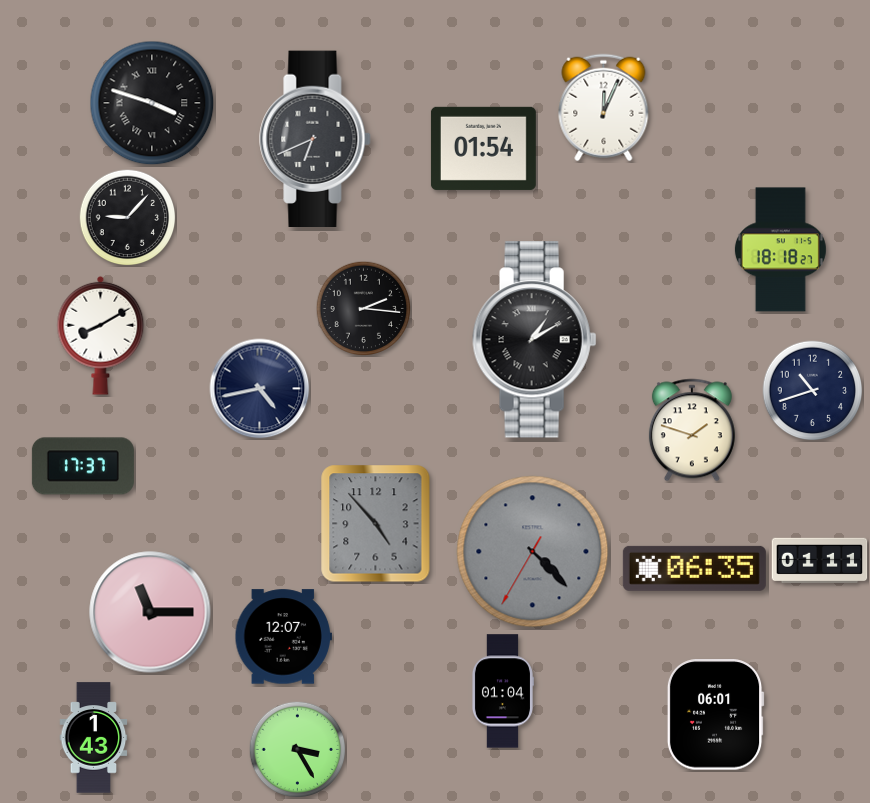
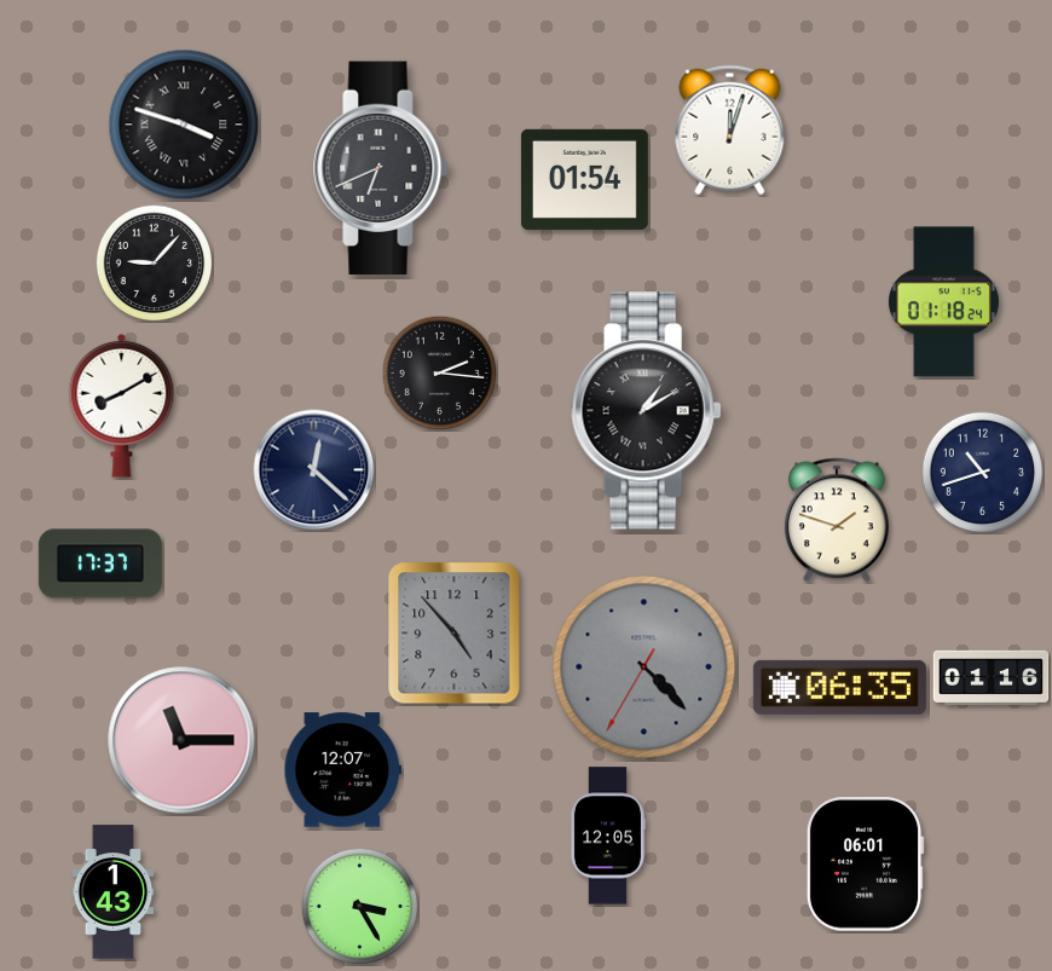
clock at (604, 108): 12:04 -> 12:03
clock at (780, 250): 18:18 -> 01:18
clock at (260, 389): 4:43 -> 12:22
clock at (820, 561): 01:11 -> 01:16
clock at (502, 691): 01:04 -> 12:05
